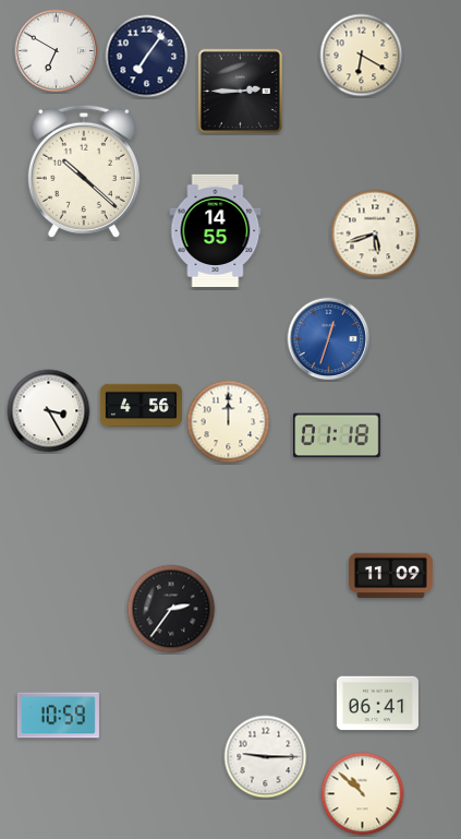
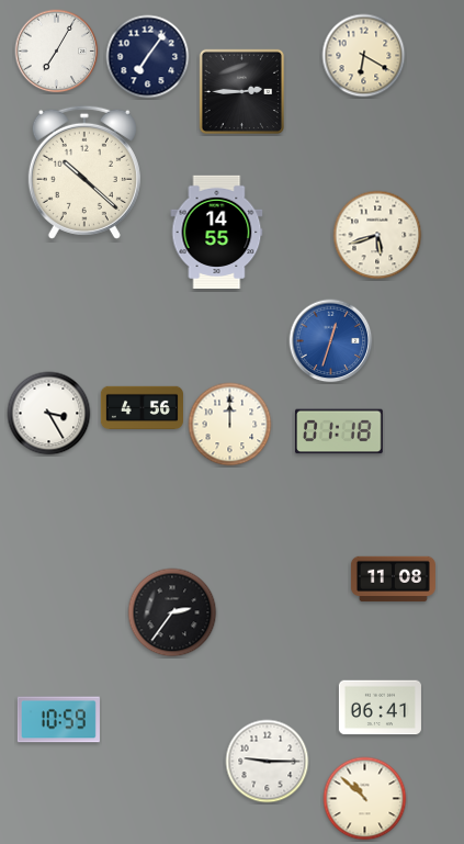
clock at (57, 51): 6:50 -> 7:05
clock at (338, 435) position: (338, 435) -> (340, 431)
clock at (390, 576): 11:09 -> 11:08
